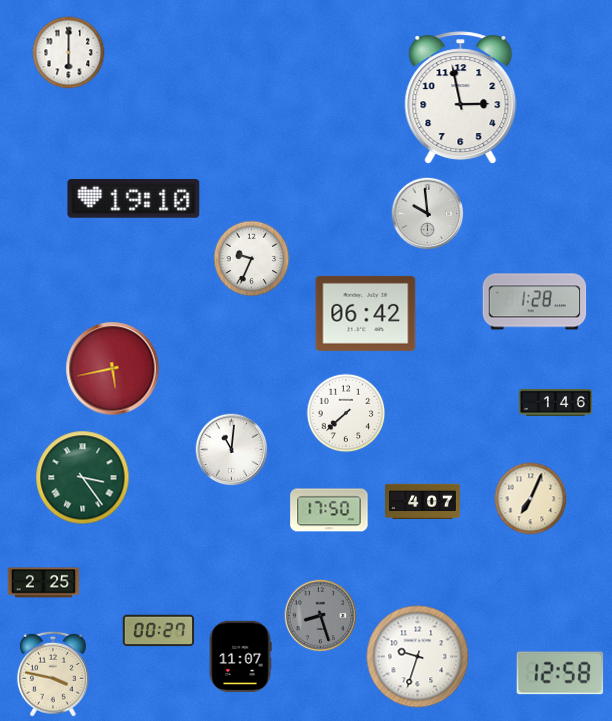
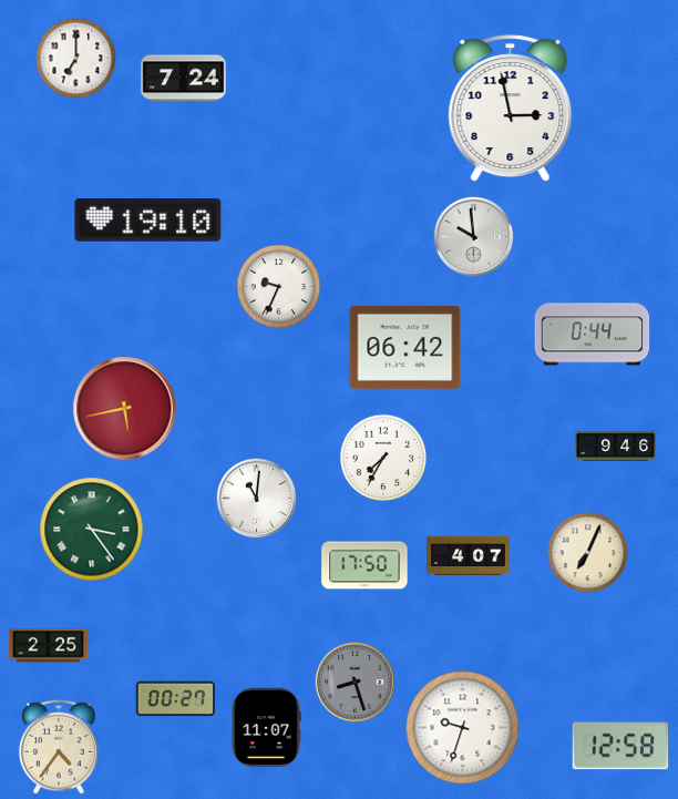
clock at (69, 53): 6:00 -> 7:00
clock at (184, 79): none -> 7:24
clock at (535, 302): 1:28 -> 0:44
clock at (555, 402): 1:46 -> 9:46
clock at (346, 413): 7:38 -> 7:35
clock at (53, 674): 3:47 -> 4:36
